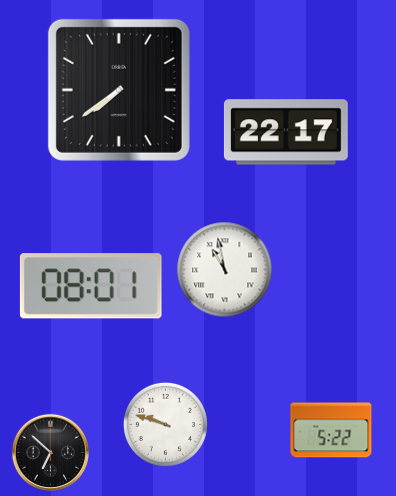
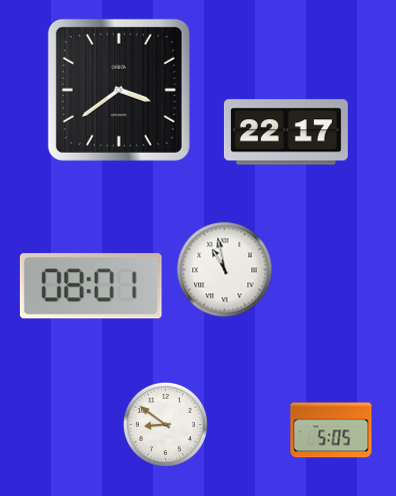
clock at (119, 90): 7:39 -> 3:39
clock at (165, 424): 9:48 -> 8:51
clock at (331, 430): 5:22 -> 5:05
clock at (50, 452): 6:52 -> none
